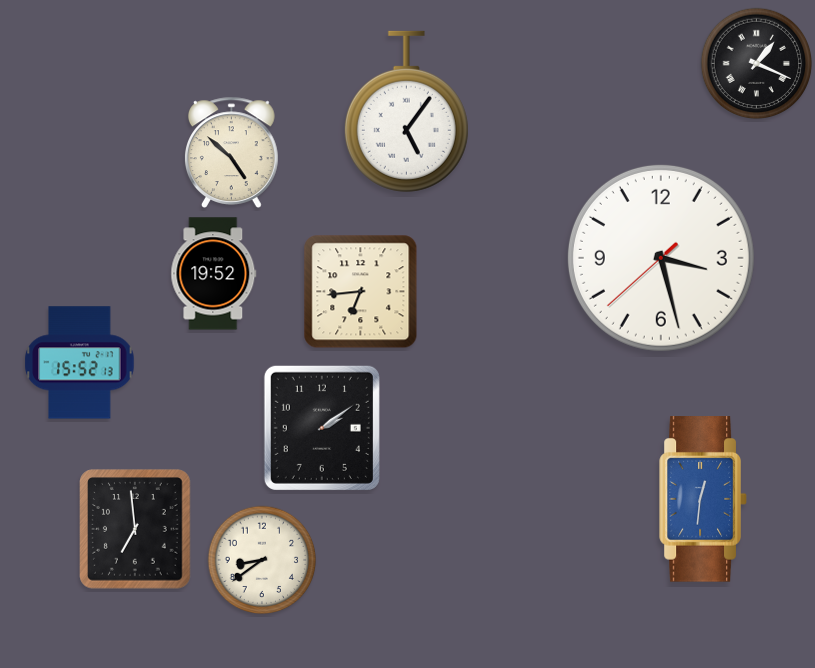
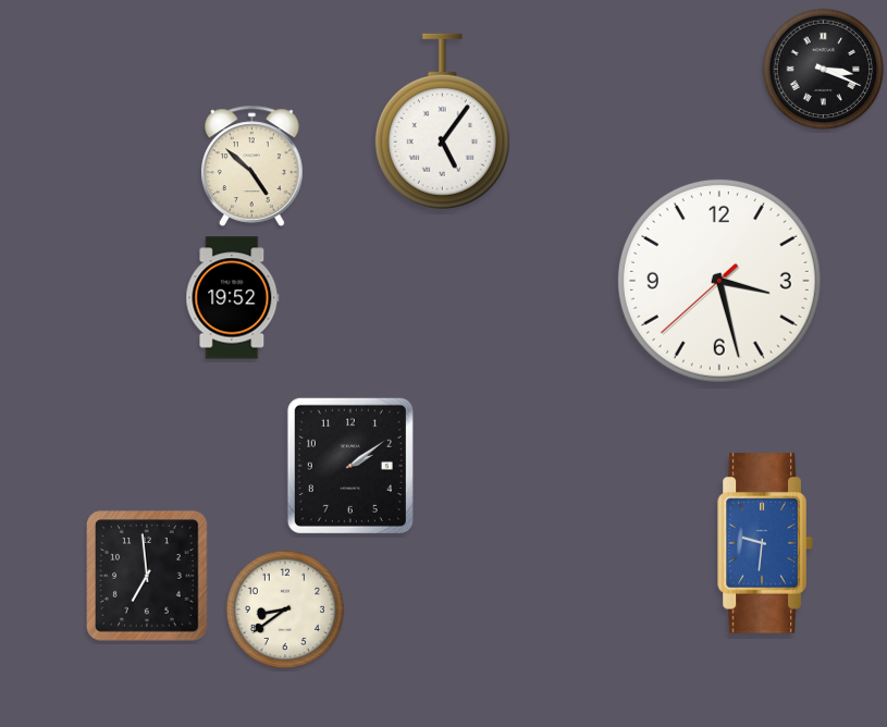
clock at (757, 64): 1:19 -> 3:19
clock at (361, 292): 6:44 -> none
clock at (80, 363): 15:52 -> none
clock at (703, 499): 12:31 -> 9:31
